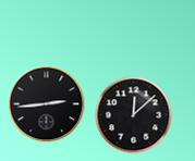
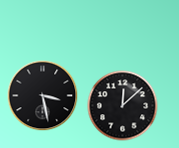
clock at (47, 104): 2:44 -> 3:28
